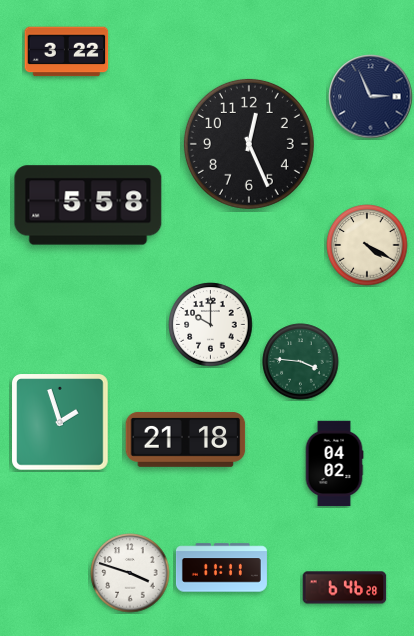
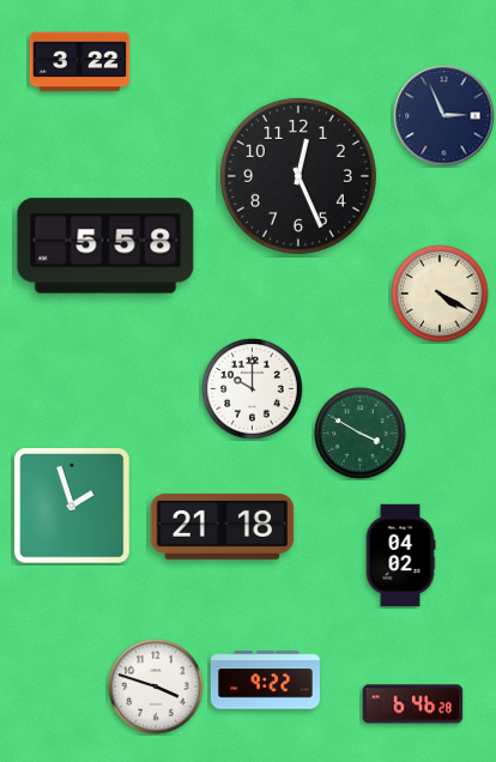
clock at (249, 144) position: (249, 144) -> (298, 176)
clock at (301, 362): 3:46 -> 3:50
clock at (221, 568): 11:11 -> 9:22
